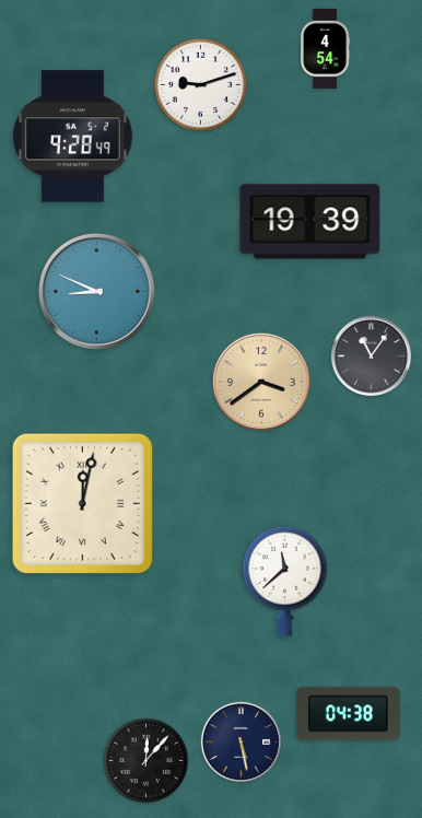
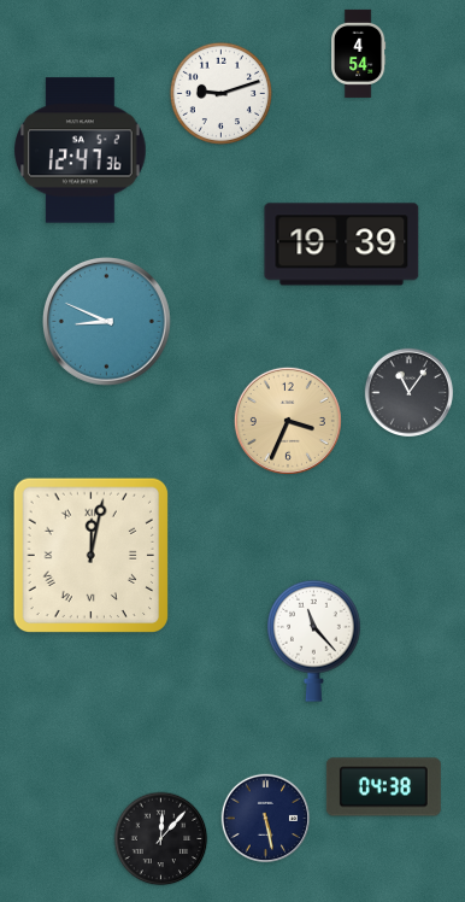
clock at (73, 137): 9:28 -> 12:47
clock at (261, 382): 3:39 -> 3:34
clock at (285, 581): 11:38 -> 11:23
